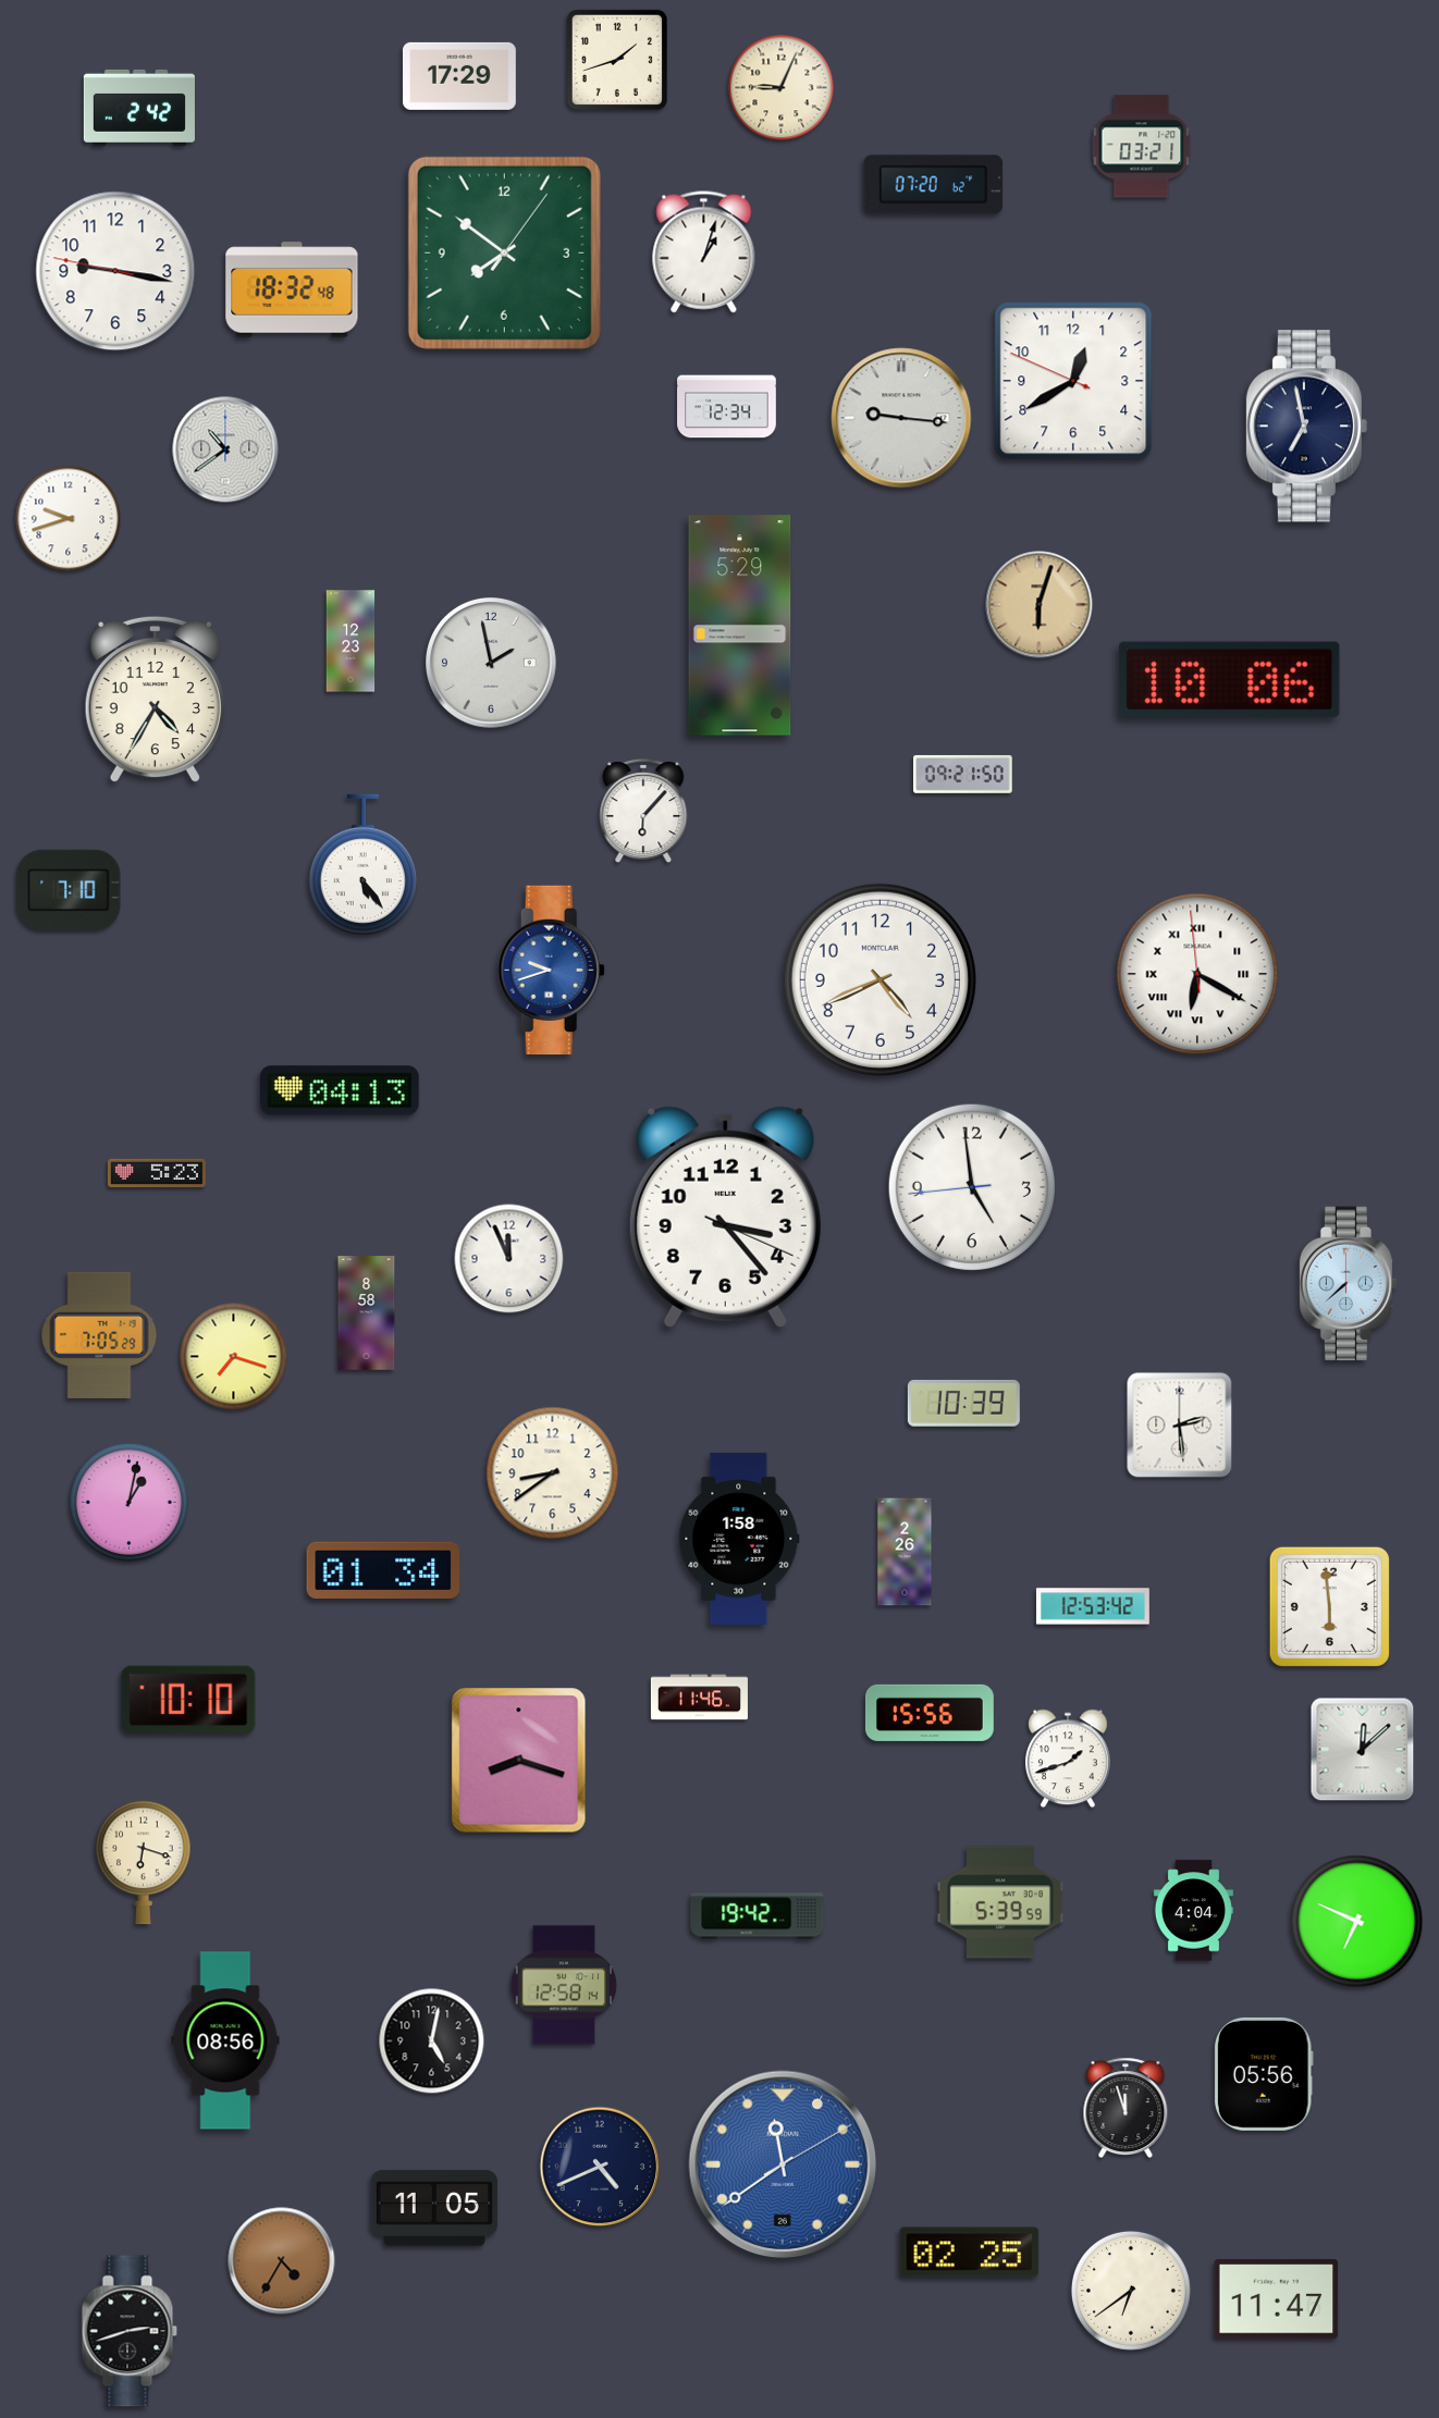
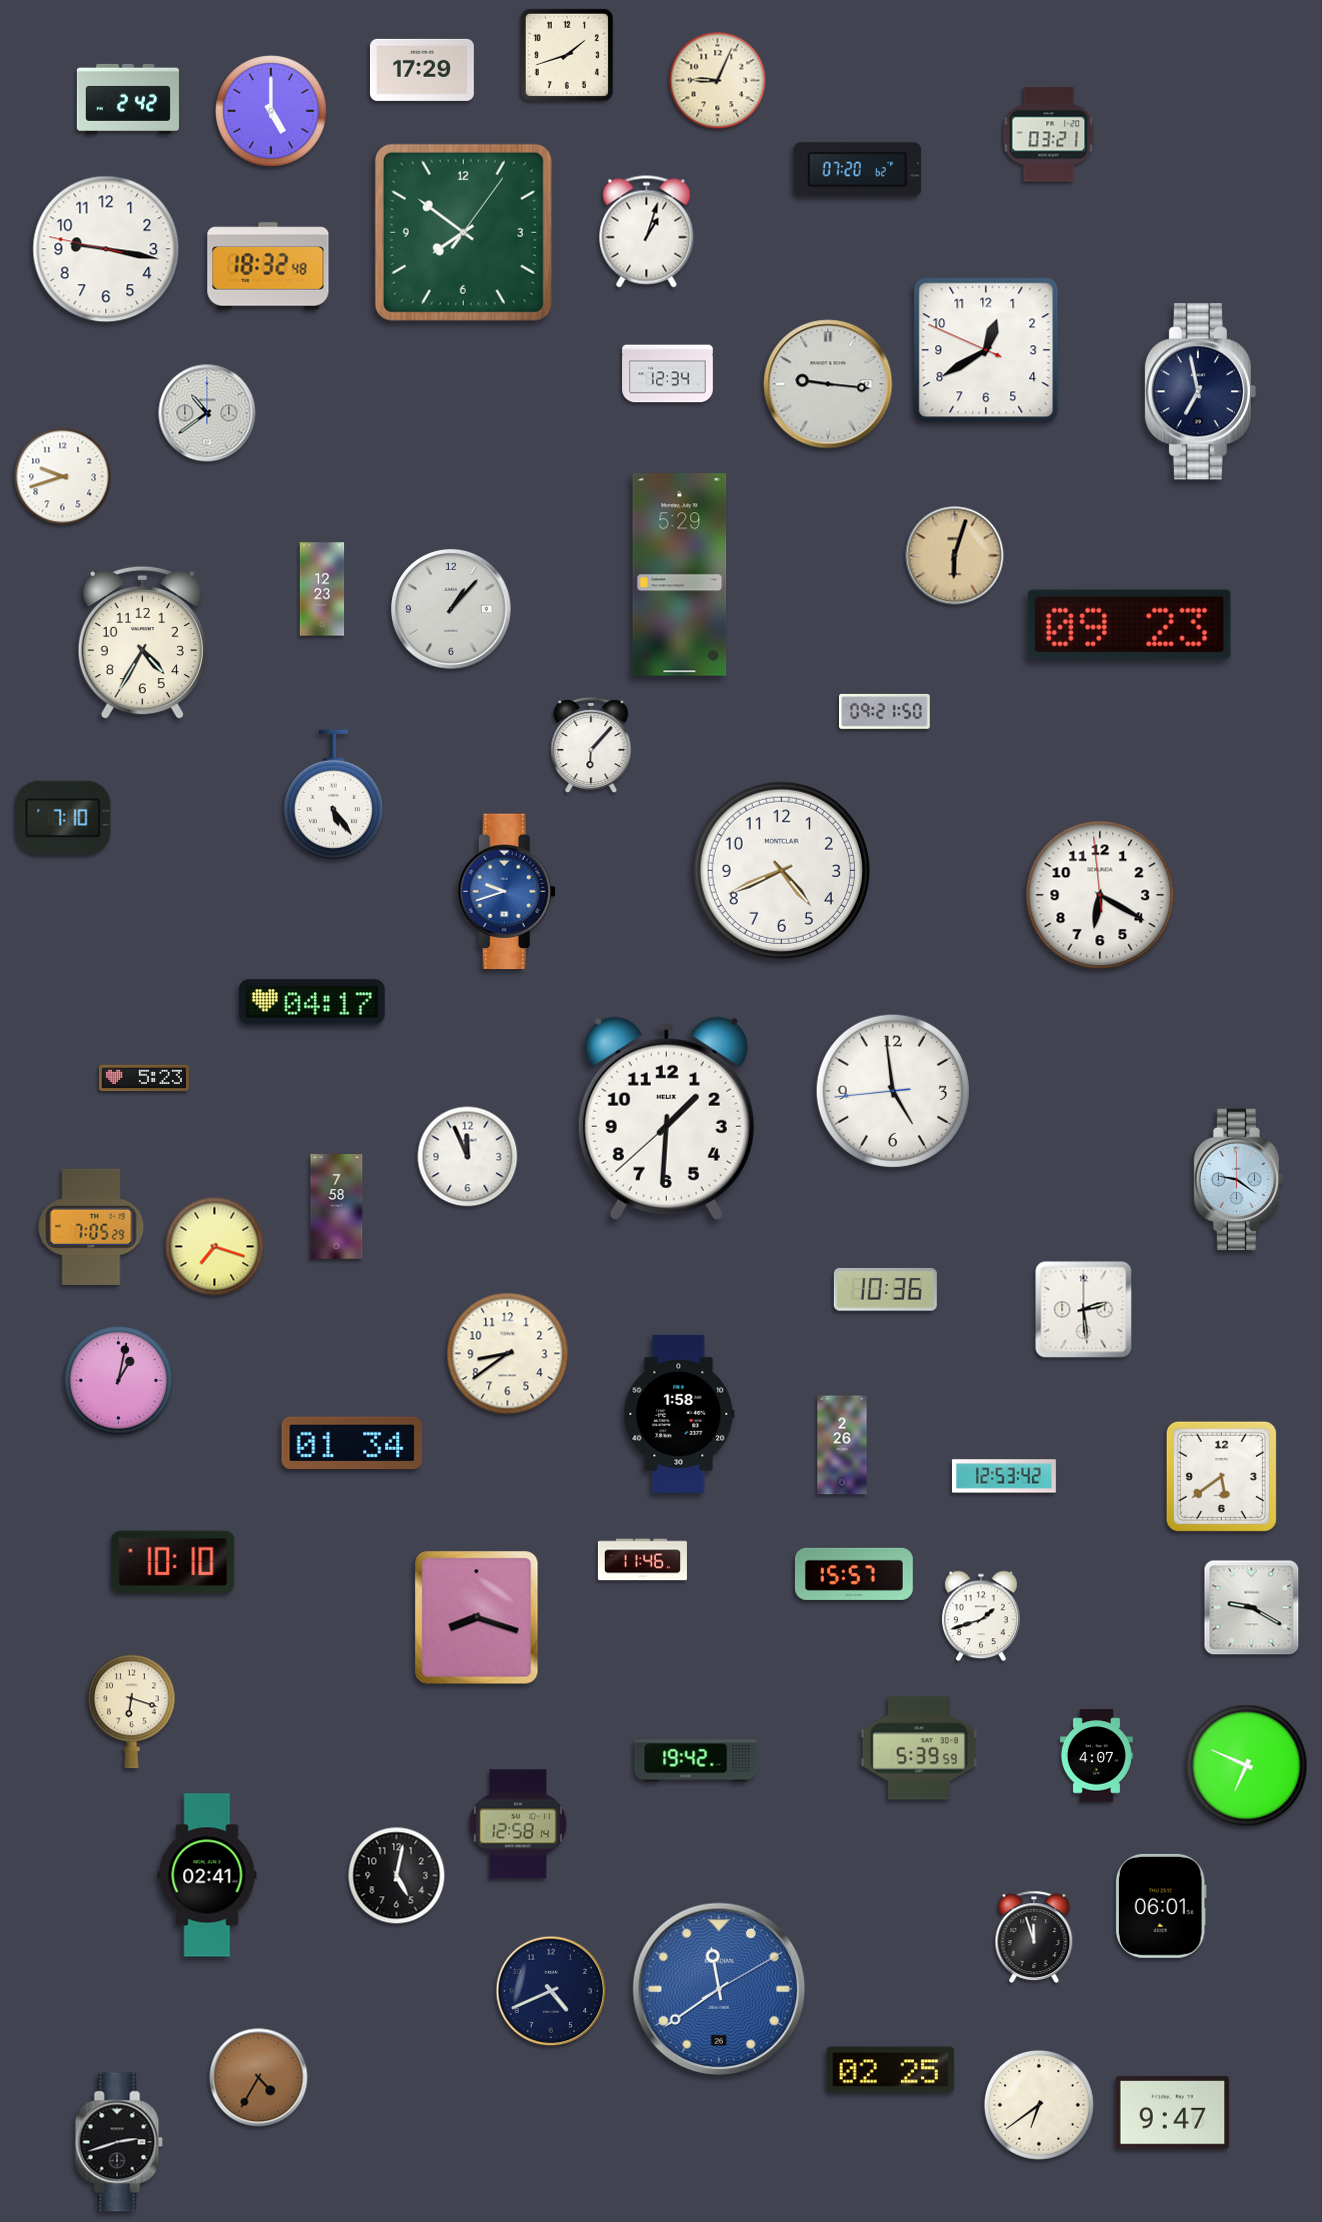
clock at (272, 112): none -> 5:00
clock at (492, 664): 1:58 -> 1:07
clock at (1229, 679): 10:06 -> 09:23
clock at (1197, 974) numerals: Roman -> Arabic
clock at (880, 979) position: (880, 979) -> (781, 870)
clock at (340, 1090): 04:13 -> 04:17
clock at (725, 1217): 3:23 -> 1:30
clock at (1349, 1284): 7:38 -> 9:21
clock at (367, 1313): 8:58 -> 7:58
clock at (963, 1403): 10:39 -> 10:36
clock at (905, 1552) position: (905, 1552) -> (842, 1445)
clock at (1329, 1606): 5:59 -> 5:39
clock at (930, 1713): 15:56 -> 15:57
clock at (1363, 1750): 12:08 -> 9:20
clock at (1193, 1911): 4:04 -> 4:07
clock at (225, 2040): 08:56 -> 02:41
clock at (1264, 2074): 05:56 -> 06:01
clock at (434, 2208): 11:05 -> none
clock at (1277, 2299): 11:47 -> 9:47
